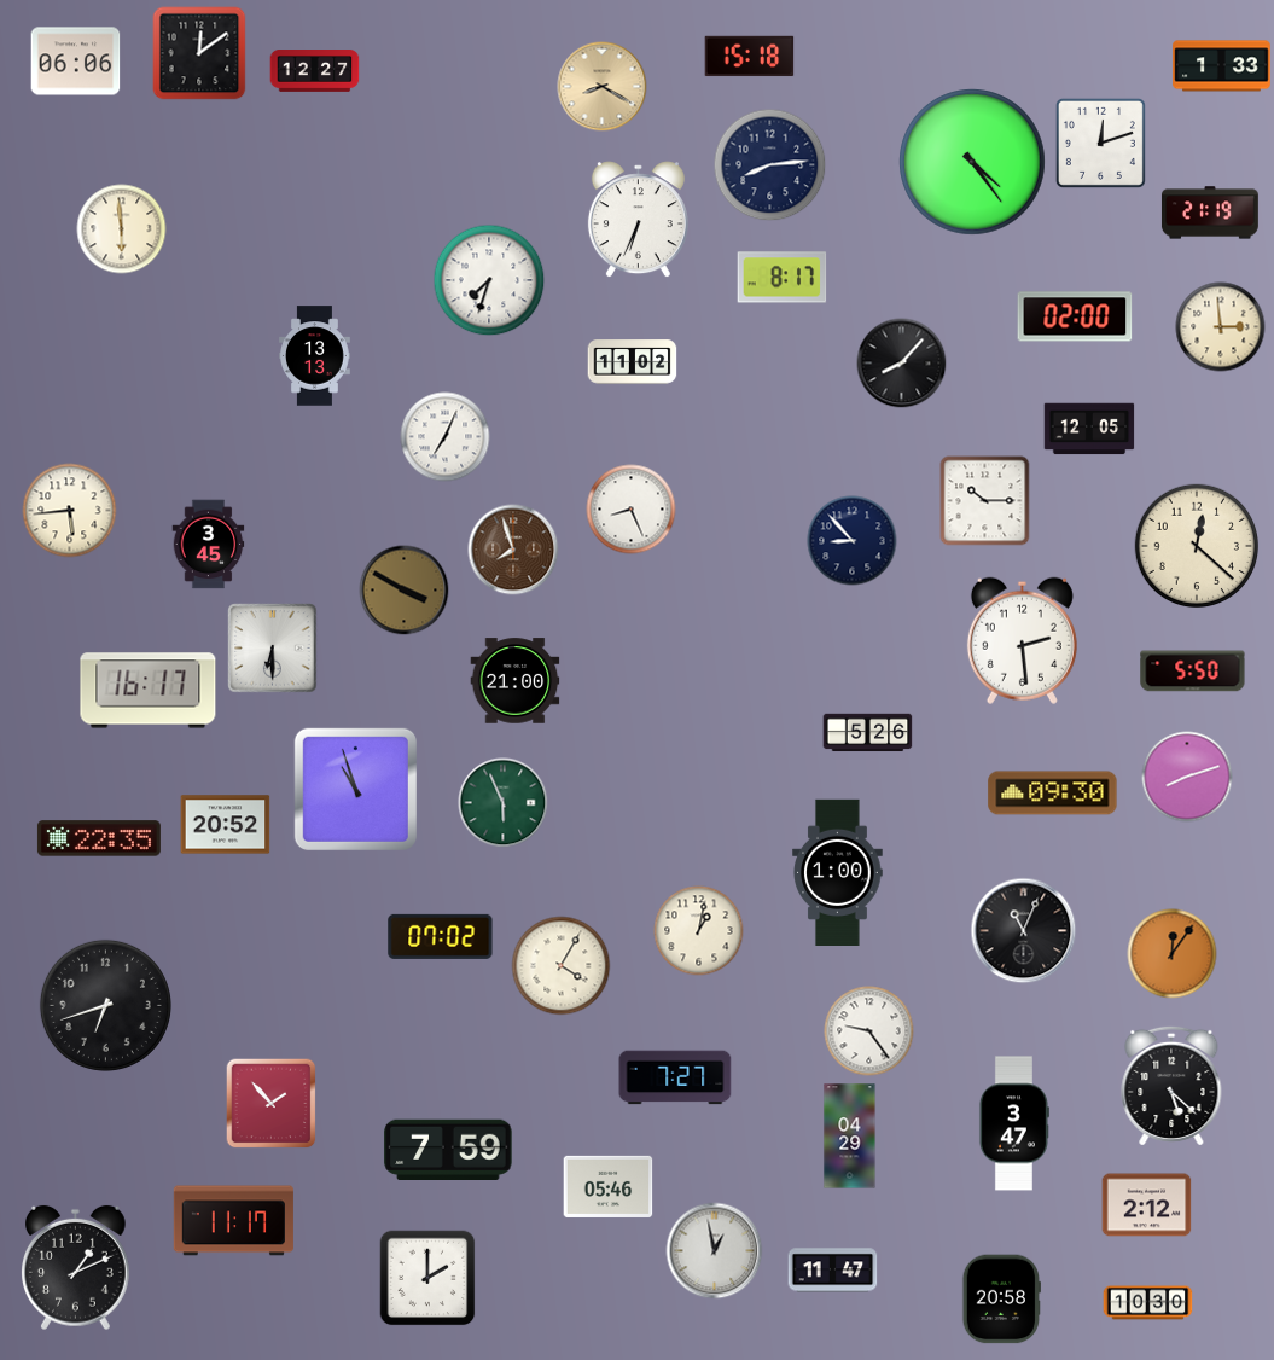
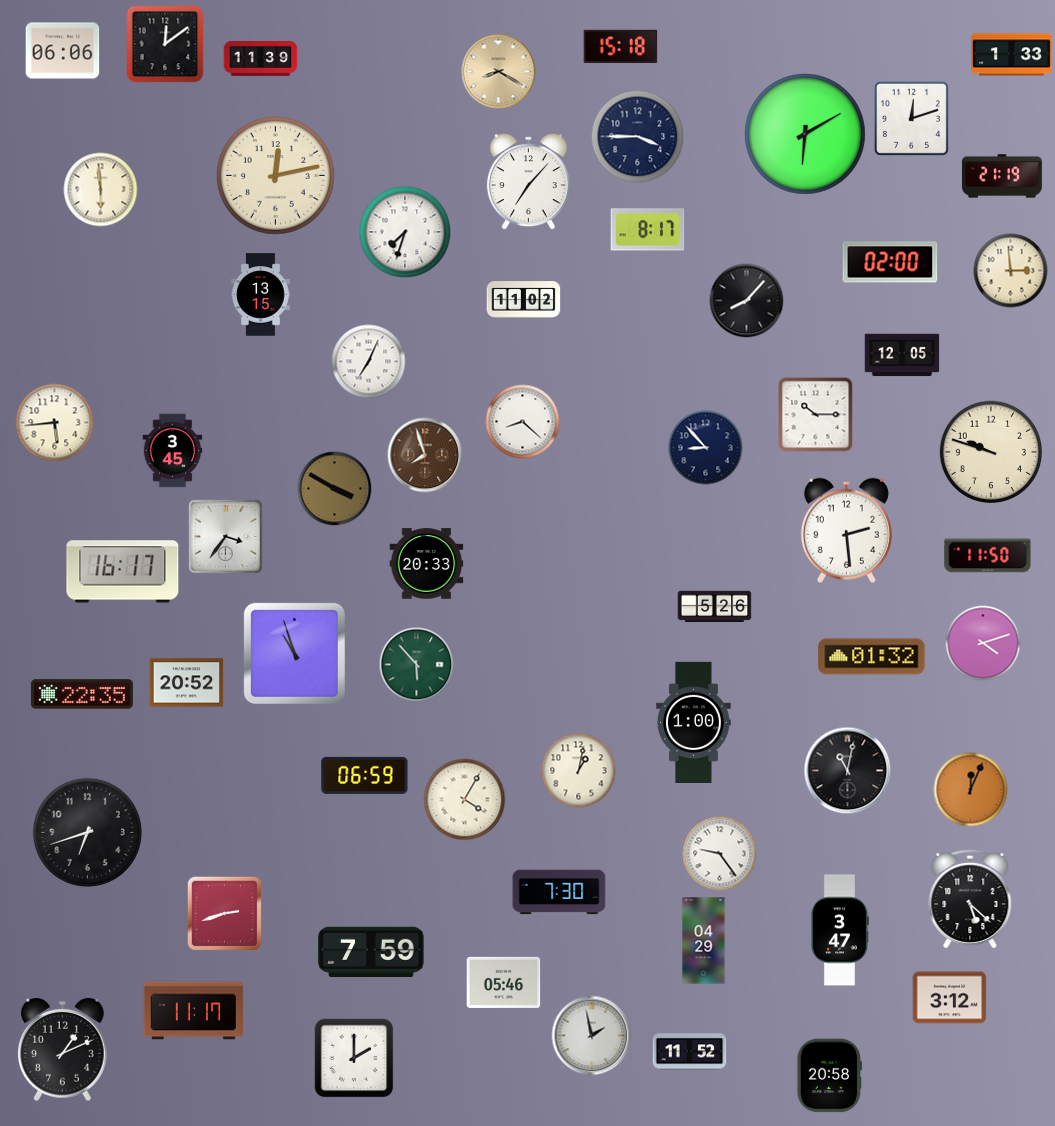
clock at (315, 71): 12:27 -> 11:39
clock at (973, 163): 4:24 -> 6:10
clock at (770, 165): 8:14 -> 3:45
clock at (275, 175): none -> 12:13
clock at (638, 220): 6:34 -> 7:07
clock at (315, 356): 13:13 -> 13:15
clock at (632, 510): 8:26 -> 8:22
clock at (70, 511) position: (70, 511) -> (55, 423)
clock at (1196, 545): 12:22 -> 9:48
clock at (273, 649): 6:30 -> 3:36
clock at (1193, 672): 5:50 -> 11:50
clock at (516, 681): 21:00 -> 20:33
clock at (868, 733) position: (868, 733) -> (715, 607)
clock at (1187, 777): 8:12 -> 4:12
clock at (1053, 794): 09:30 -> 01:32
clock at (504, 803): 5:56 -> 5:53
clock at (1024, 931): 11:04 -> 11:02
clock at (441, 936): 07:02 -> 06:59
clock at (1173, 954): 12:06 -> 12:04
clock at (675, 1077): 7:27 -> 7:30
clock at (272, 1104): 1:53 -> 2:42
clock at (1147, 1205): 2:12 -> 3:12
clock at (715, 1251): 12:58 -> 1:58
clock at (833, 1271): 11:47 -> 11:52
clock at (1148, 1303): 10:30 -> none
